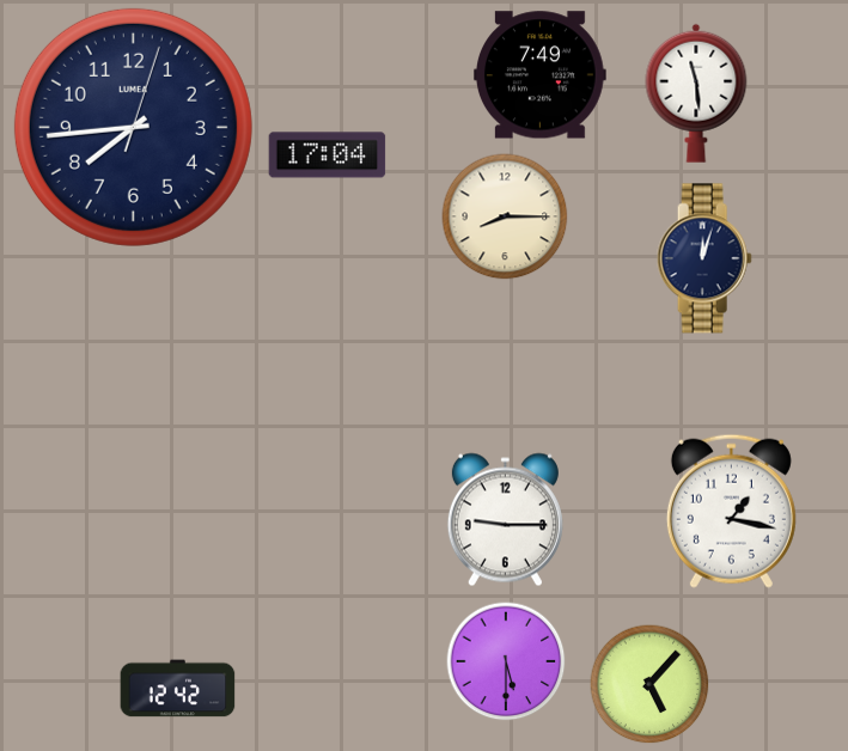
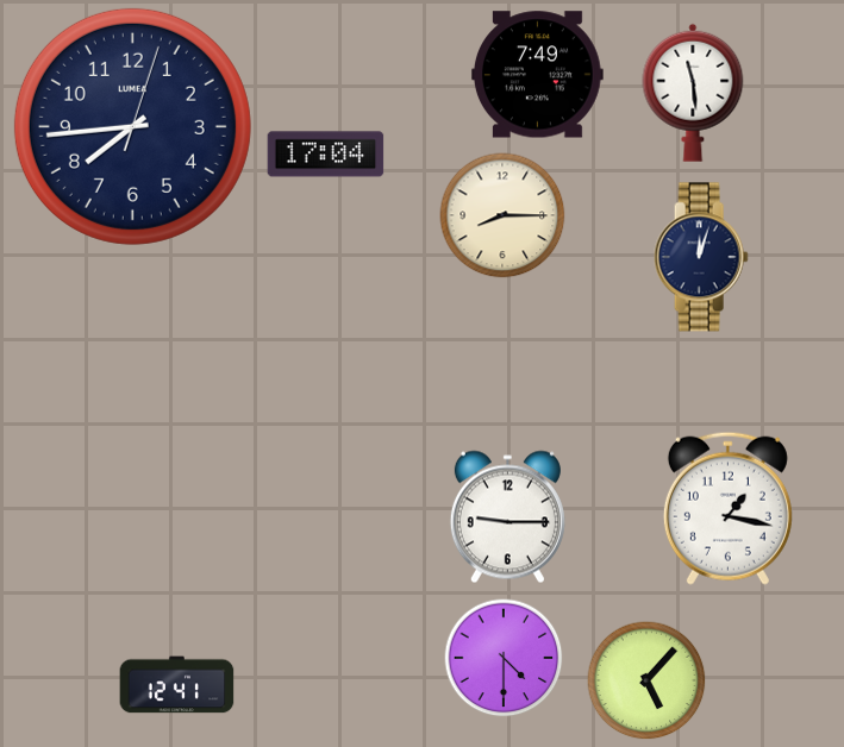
clock at (505, 520) position: (505, 520) -> (507, 517)
clock at (506, 661): 5:30 -> 4:30
clock at (178, 689): 12:42 -> 12:41
